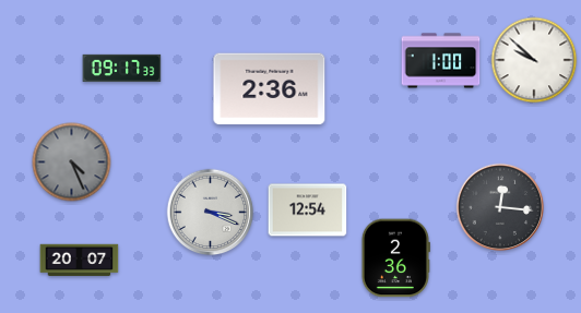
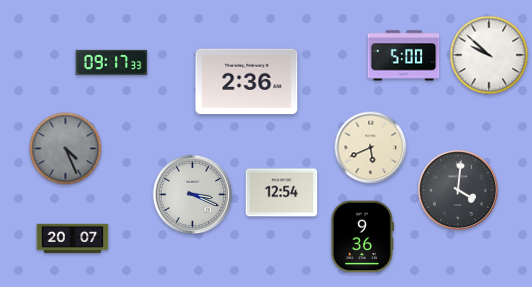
clock at (441, 61): 1:00 -> 5:00
clock at (371, 148): none -> 5:41
clock at (500, 207): 12:16 -> 4:01
clock at (395, 258): 2:36 -> 9:36
